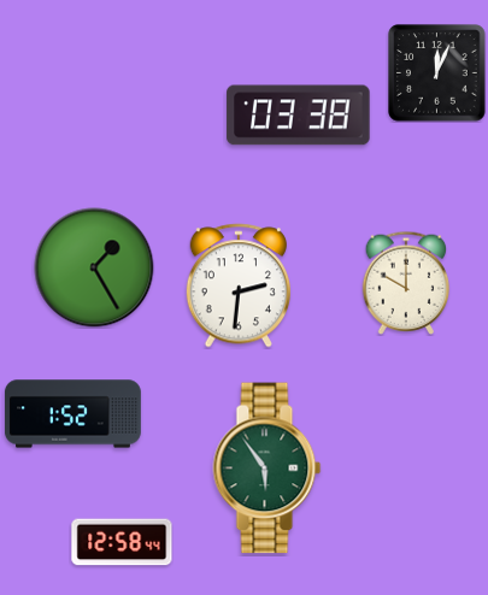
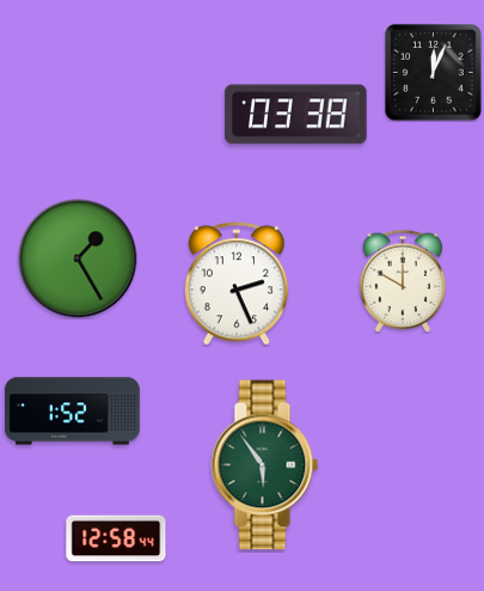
clock at (94, 267) position: (94, 267) -> (78, 258)
clock at (237, 285): 2:31 -> 2:26
clock at (122, 542) position: (122, 542) -> (116, 538)
